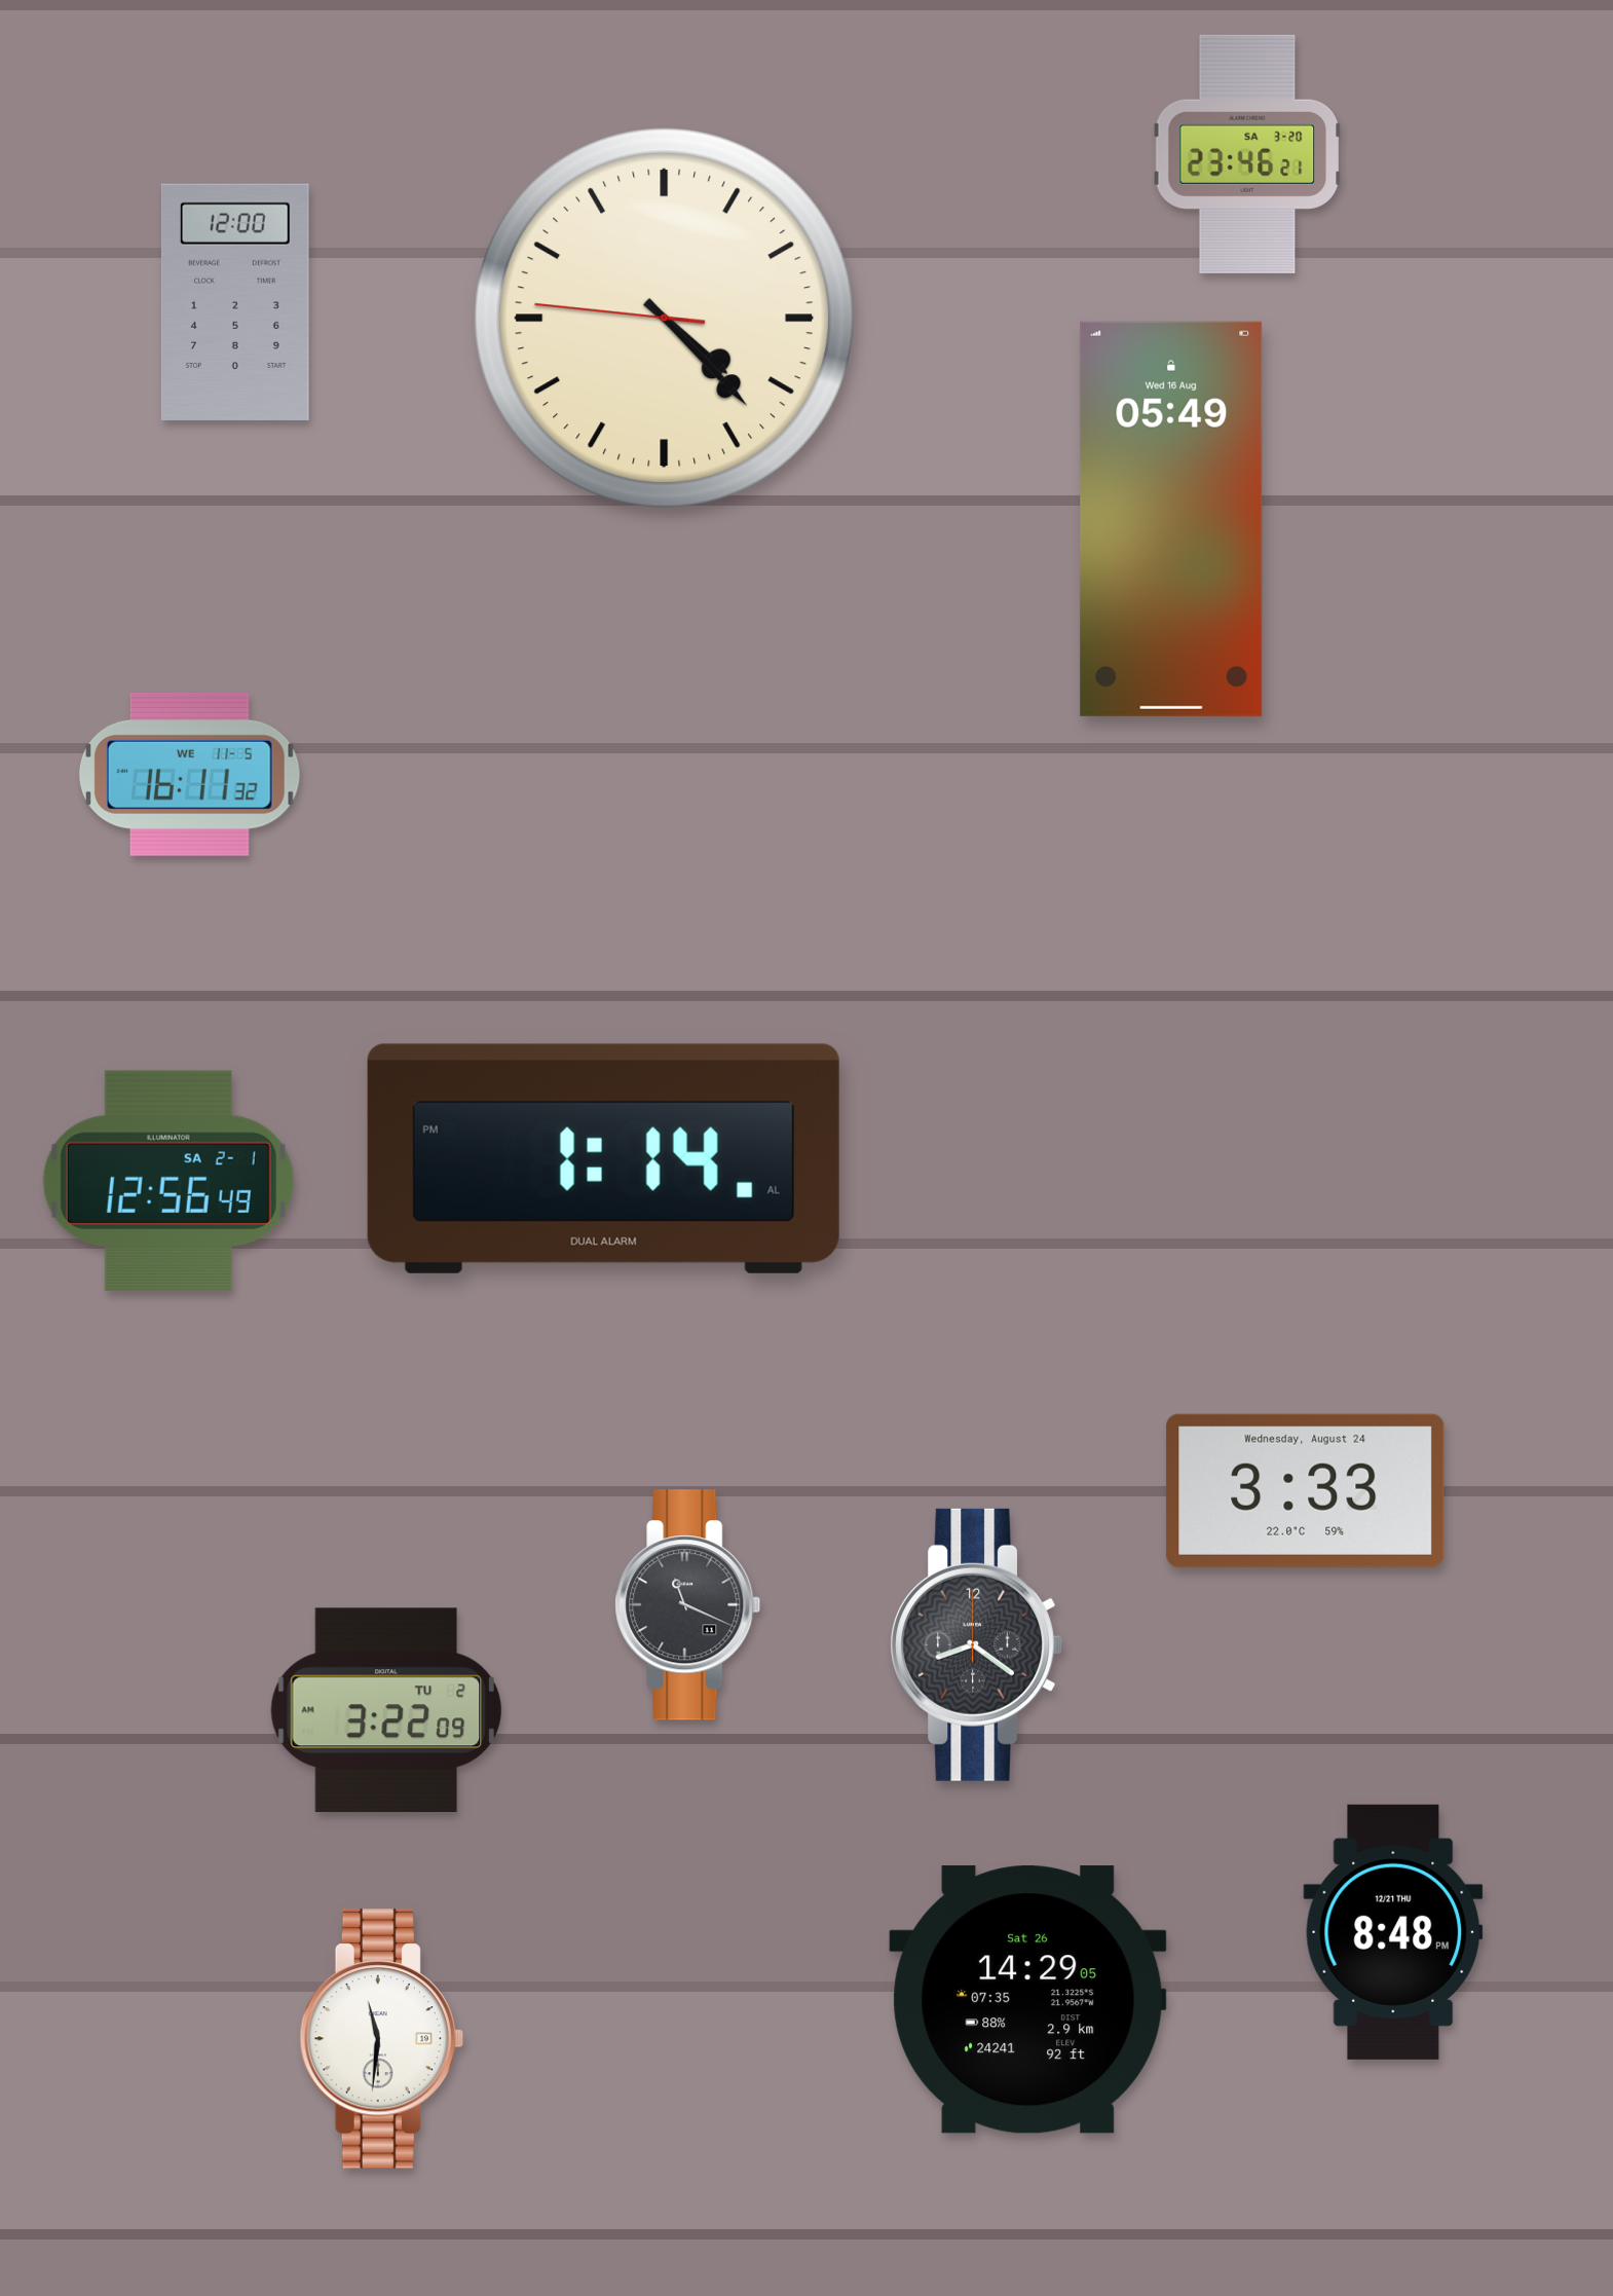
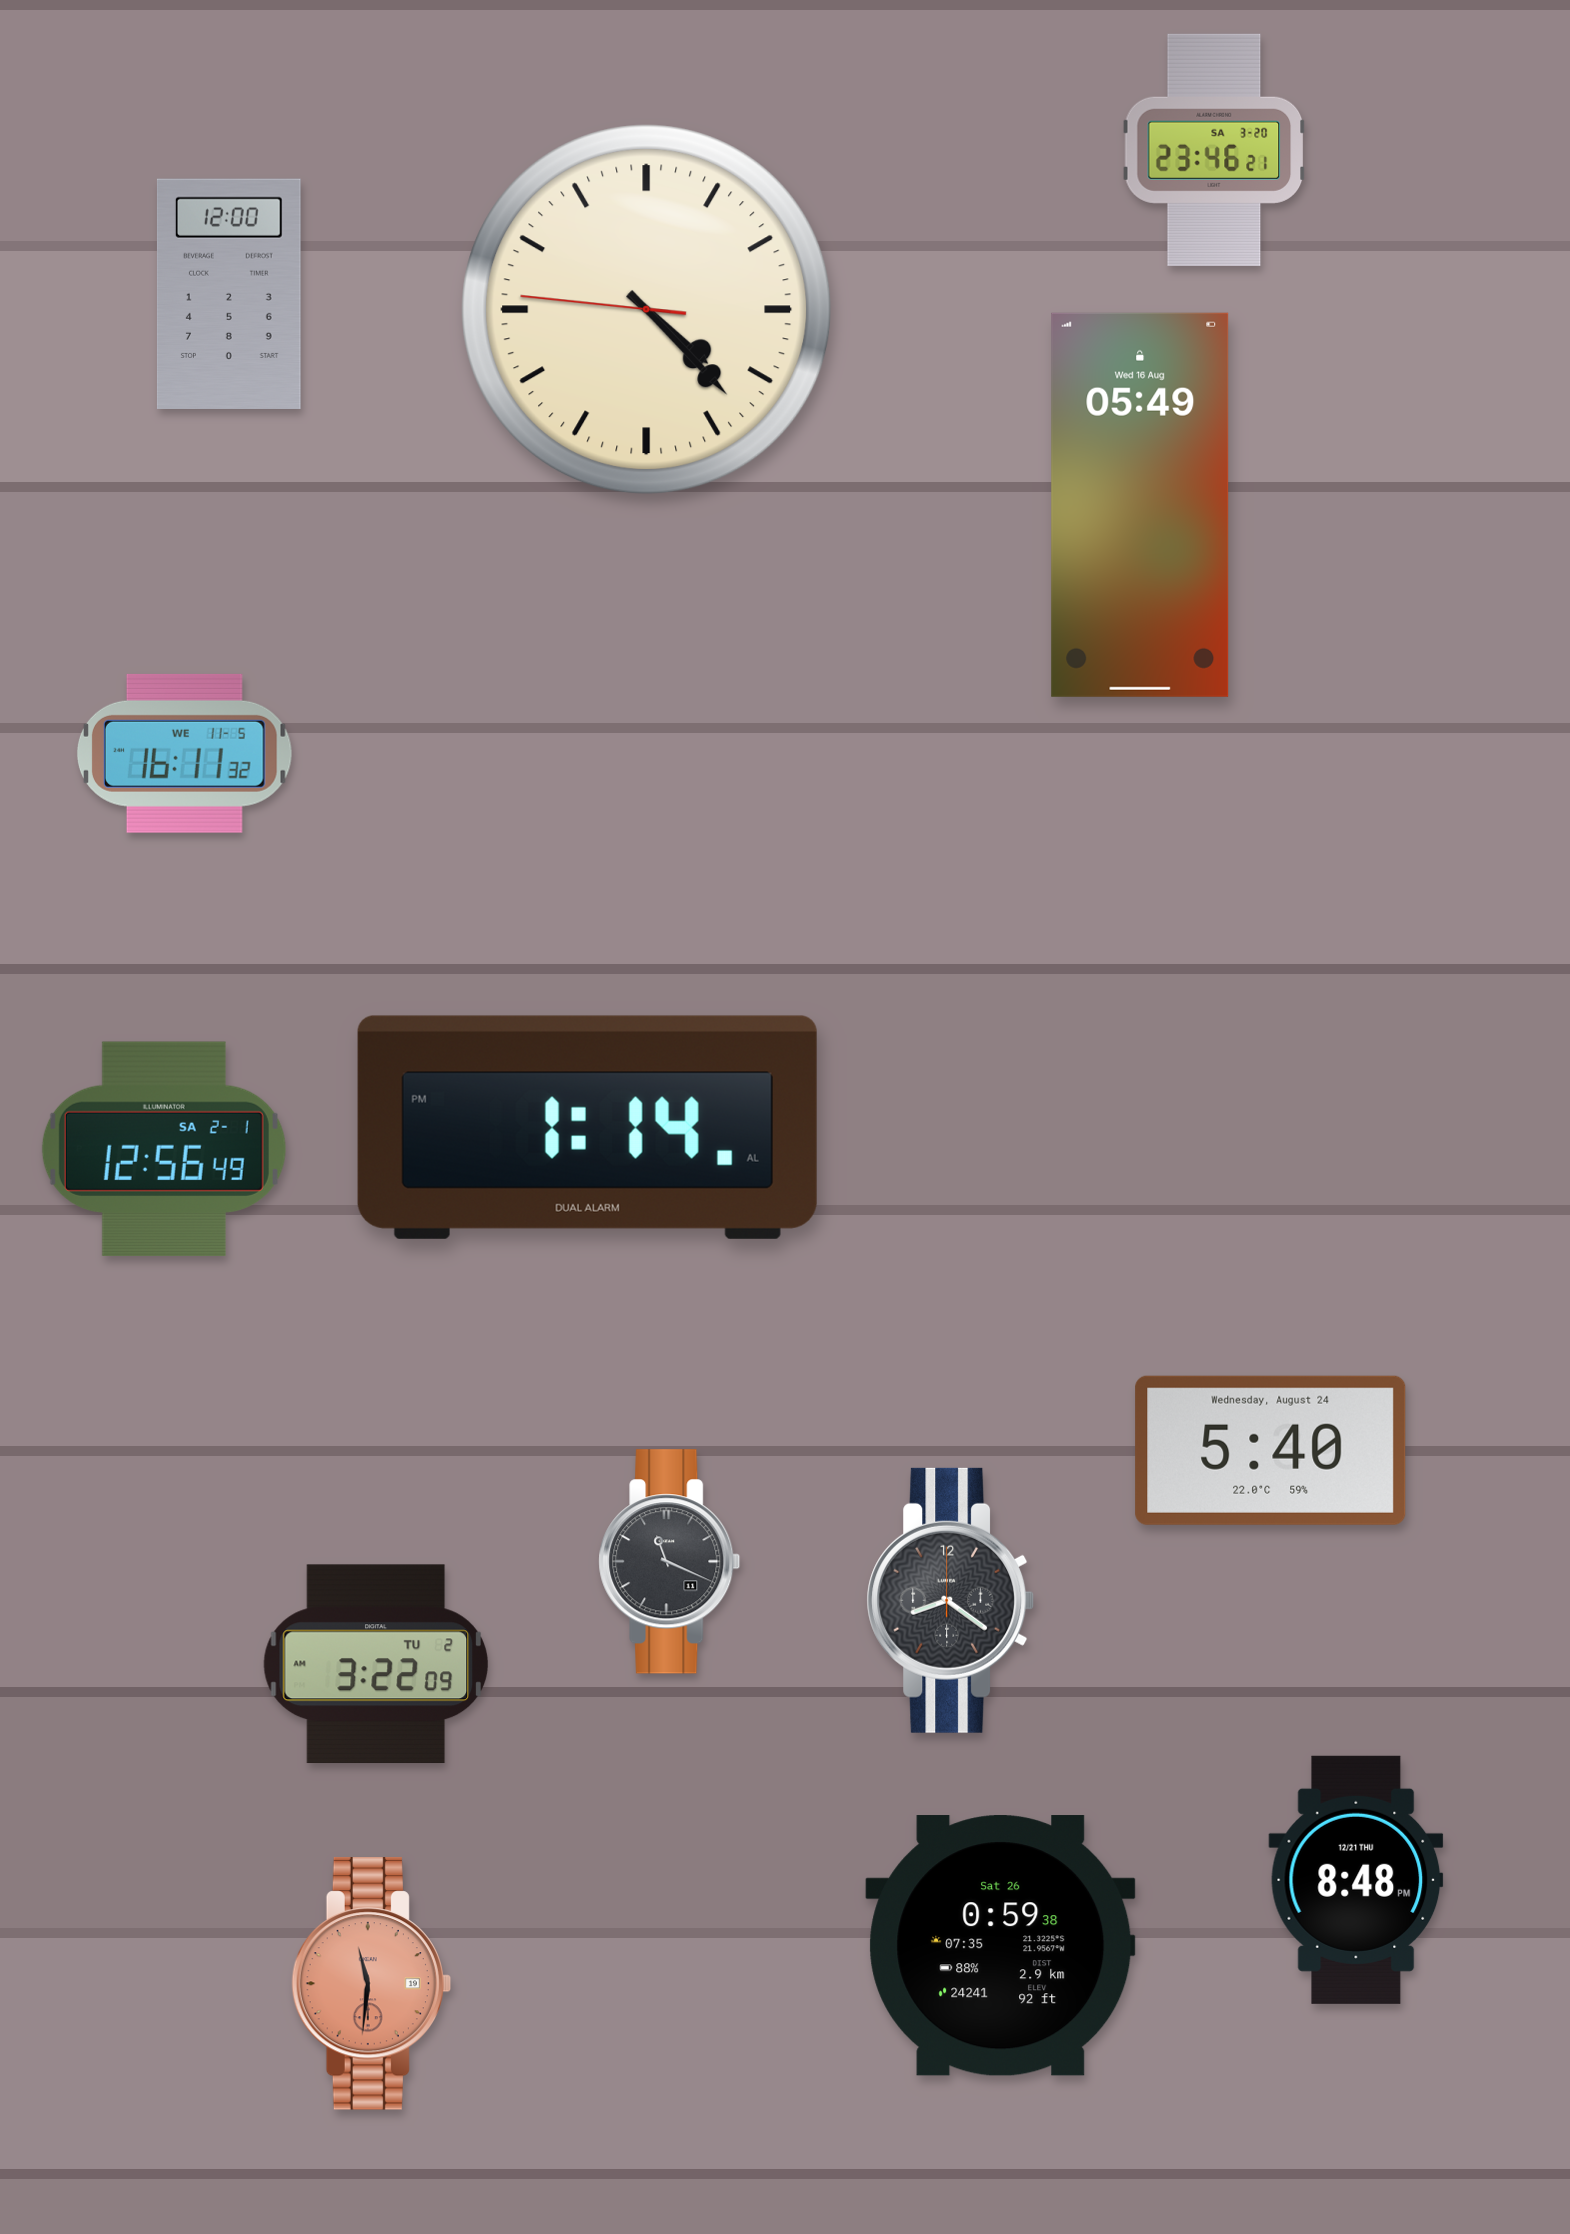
clock at (1306, 1490): 3:33 -> 5:40
clock at (1028, 2000): 14:29 -> 0:59
clock at (381, 2039) dial: white -> salmon
